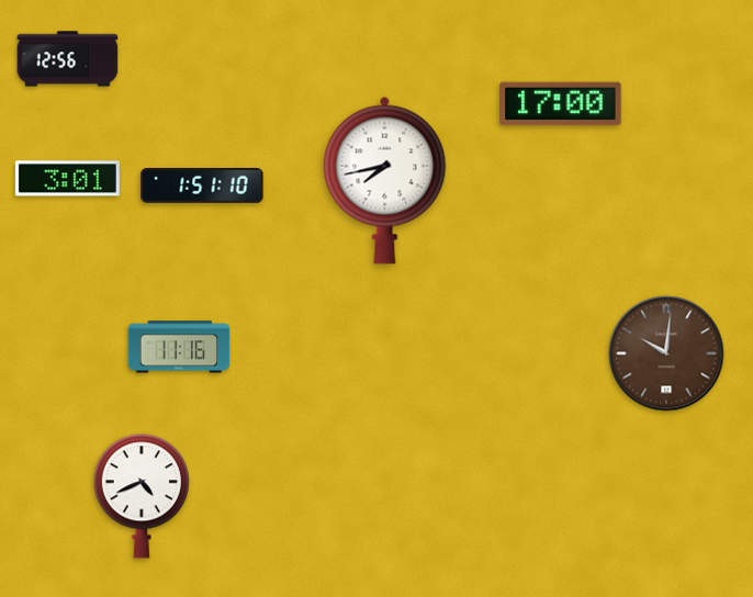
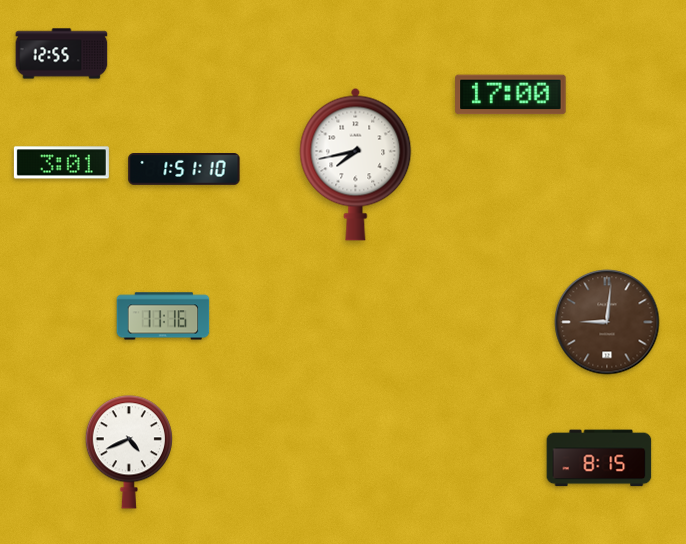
clock at (68, 59): 12:56 -> 12:55
clock at (385, 180) position: (385, 180) -> (356, 164)
clock at (666, 353): 10:01 -> 9:01
clock at (599, 458): none -> 8:15
